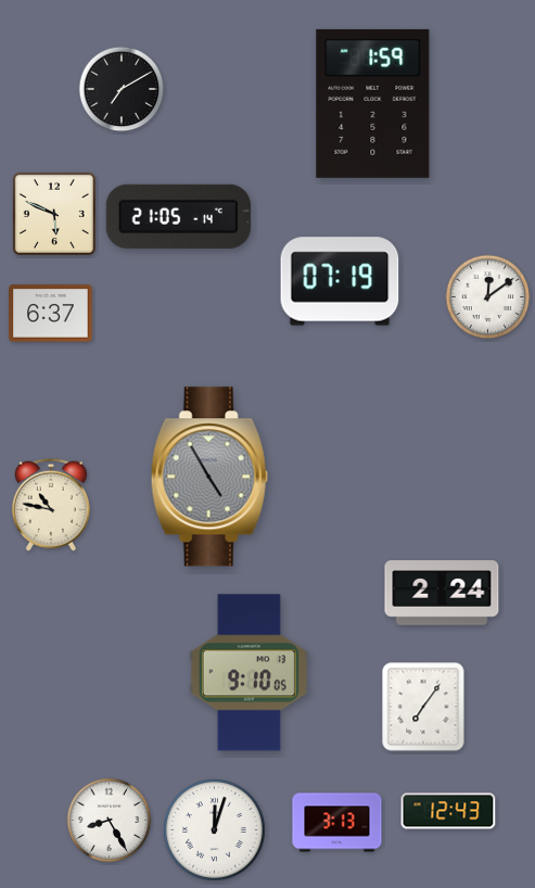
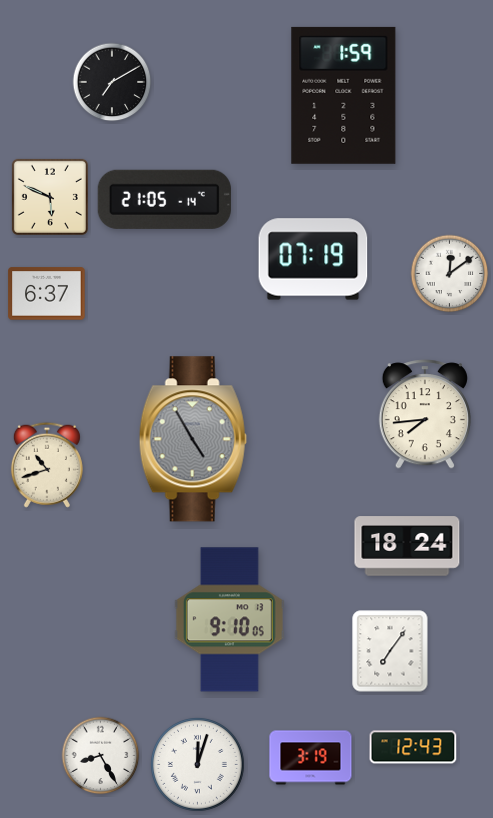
clock at (51, 314) position: (51, 314) -> (47, 294)
clock at (425, 414): none -> 7:44
clock at (51, 505): 10:47 -> 10:42
clock at (442, 593): 2:24 -> 18:24
clock at (337, 823): 3:13 -> 3:19
